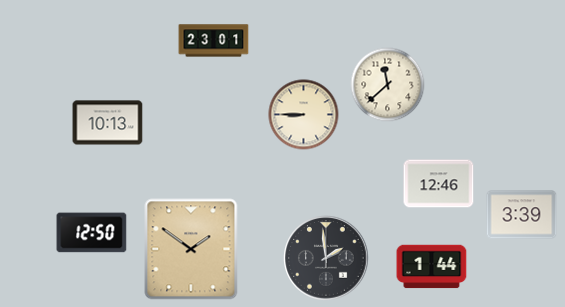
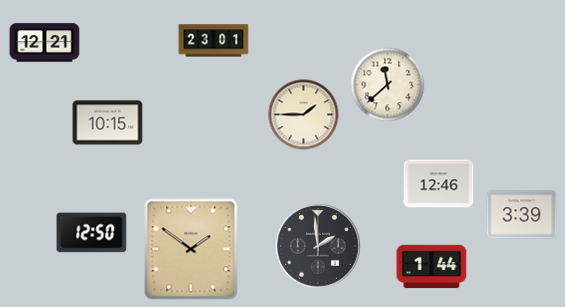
clock at (45, 43): none -> 12:21
clock at (304, 115): 8:45 -> 1:45
clock at (108, 123): 10:13 -> 10:15
clock at (326, 258) position: (326, 258) -> (318, 246)
